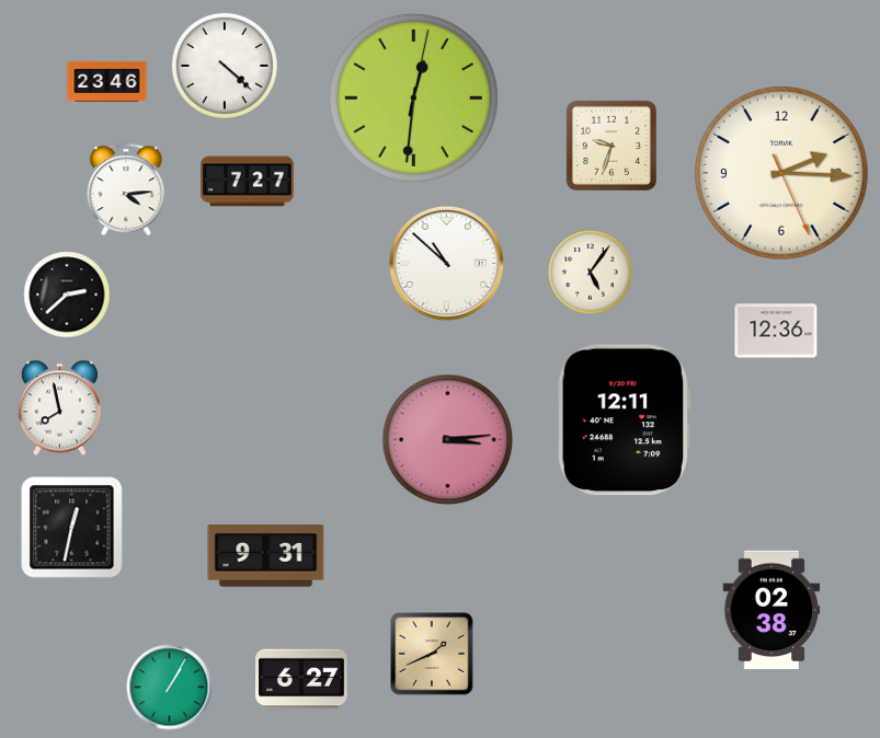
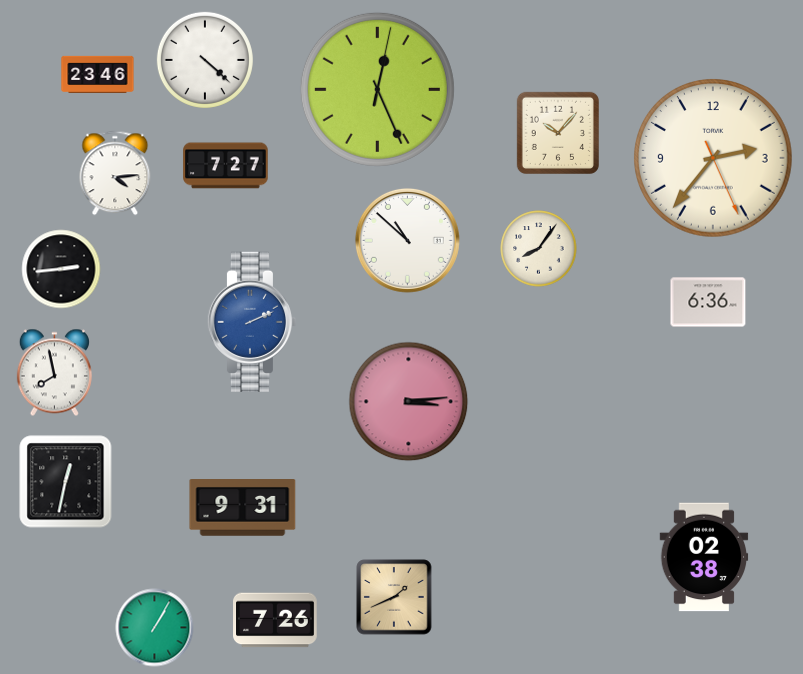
clock at (413, 97): 12:31 -> 12:26
clock at (612, 146): 9:33 -> 10:07
clock at (782, 174): 2:15 -> 2:36
clock at (591, 273): 5:06 -> 8:06
clock at (67, 295): 2:38 -> 2:44
clock at (776, 331): 12:36 -> 6:36
clock at (251, 322): none -> 2:11
clock at (625, 420): 12:11 -> none
clock at (301, 679): 6:27 -> 7:26
